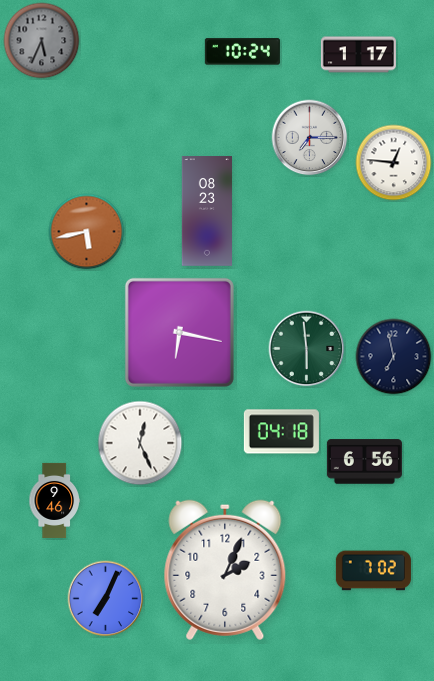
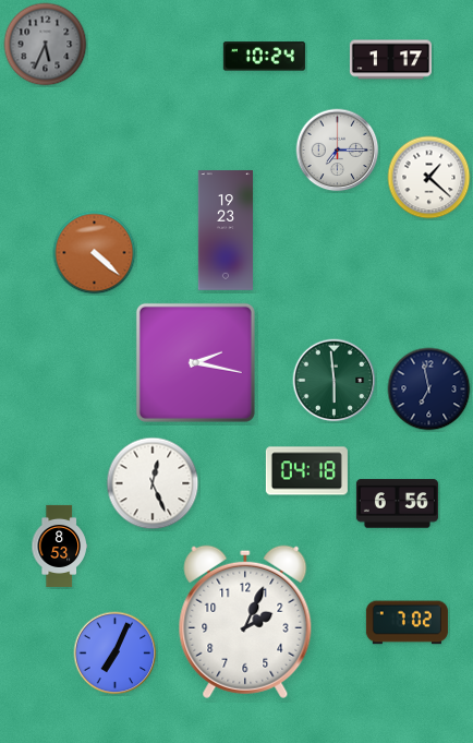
clock at (394, 163): 12:46 -> 1:22
clock at (207, 211): 08:23 -> 19:23
clock at (87, 232): 5:43 -> 4:22
clock at (179, 332): 6:17 -> 2:17
clock at (54, 500): 9:46 -> 8:53
